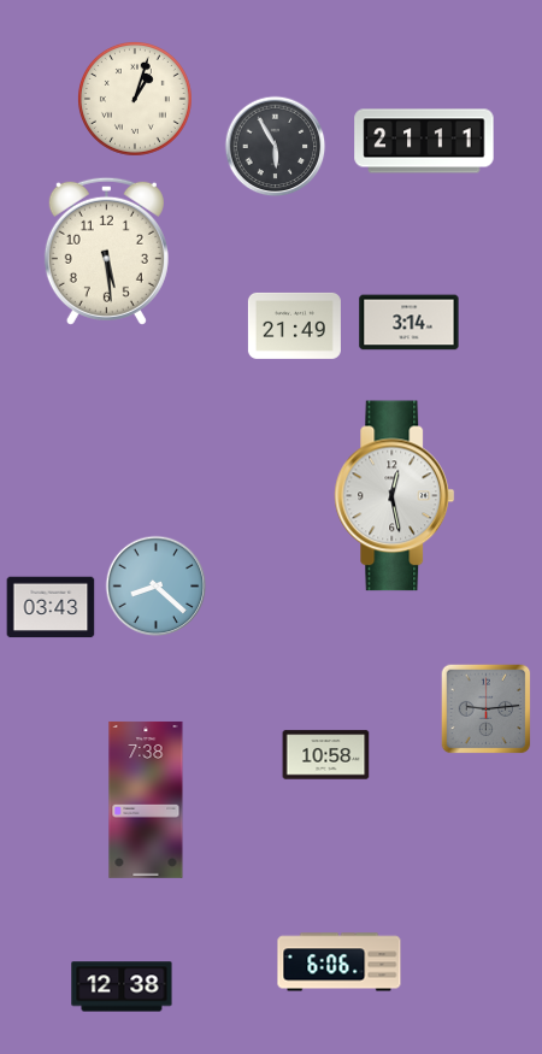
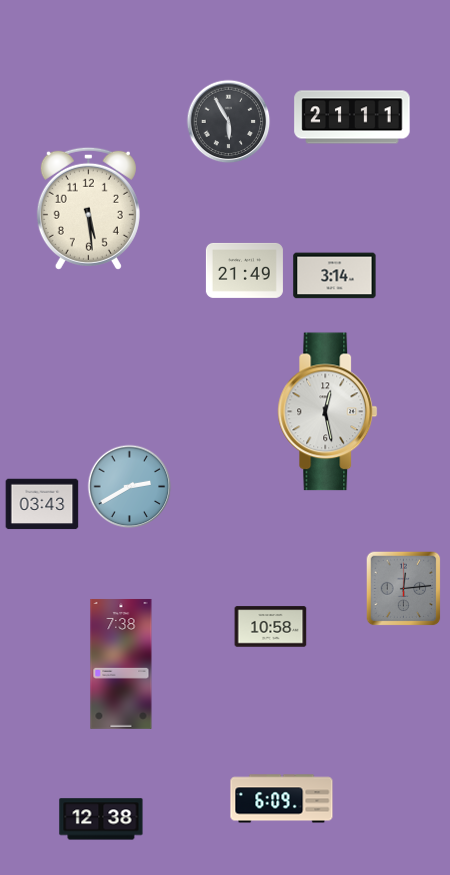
clock at (135, 99): 1:03 -> none
clock at (410, 323) position: (410, 323) -> (335, 276)
clock at (157, 587): 8:22 -> 2:40
clock at (487, 709): 9:14 -> 12:14
clock at (340, 962): 6:06 -> 6:09
